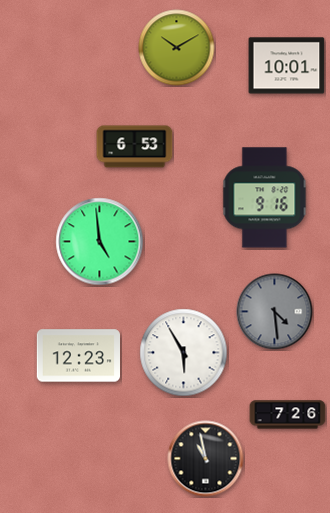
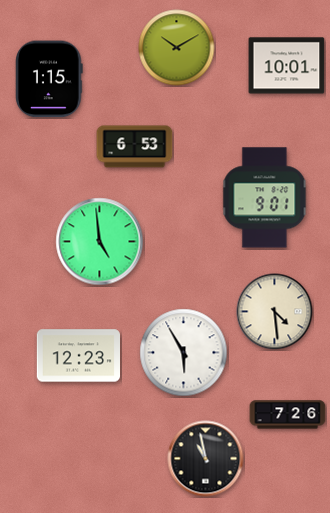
clock at (49, 79): none -> 1:15
clock at (265, 198): 9:16 -> 9:01
clock at (275, 312) dial: grey -> cream
